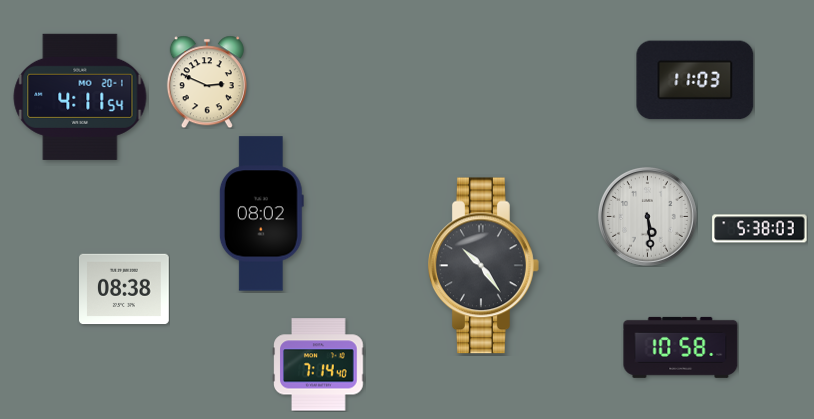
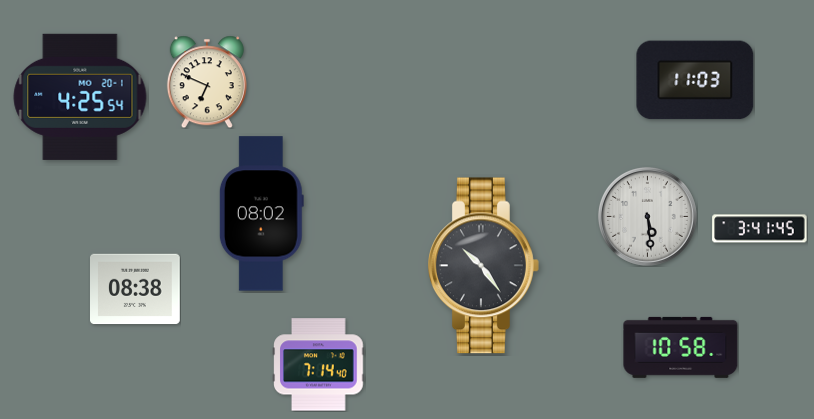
clock at (207, 82): 2:49 -> 6:49
clock at (80, 97): 4:11 -> 4:25
clock at (760, 229): 5:38 -> 3:41
clock at (125, 289) position: (125, 289) -> (136, 289)
